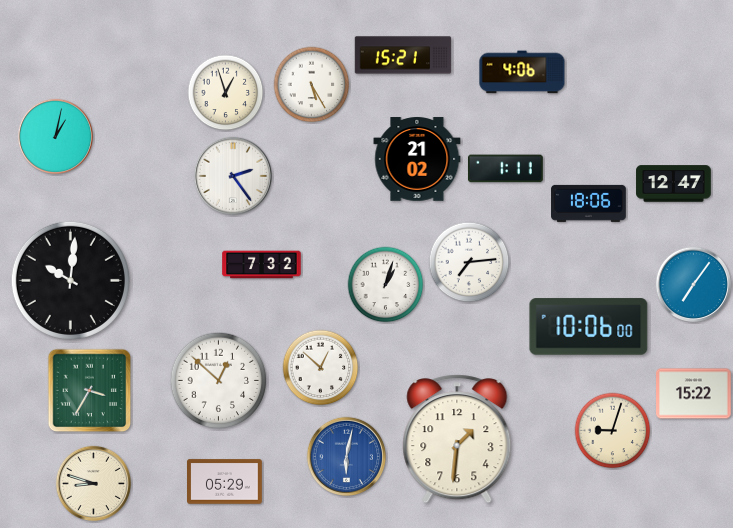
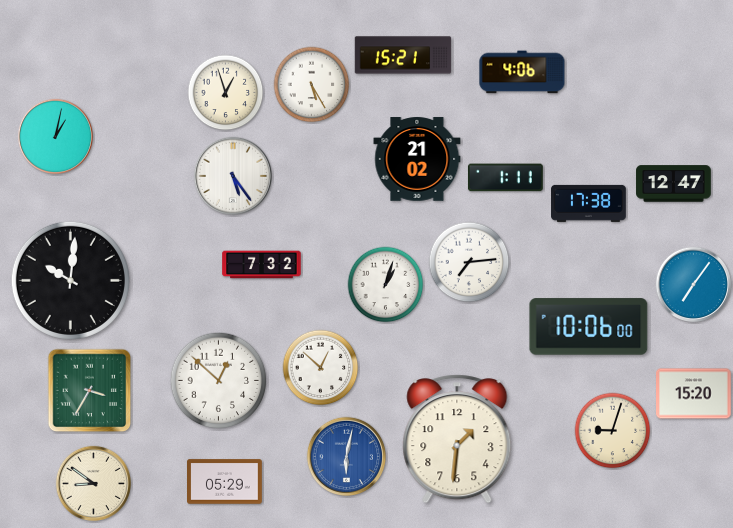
clock at (506, 169) position: (506, 169) -> (506, 178)
clock at (232, 175): 2:24 -> 5:24
clock at (589, 203): 18:06 -> 17:38
clock at (694, 394): 15:22 -> 15:20
clock at (93, 483): 8:48 -> 8:51
